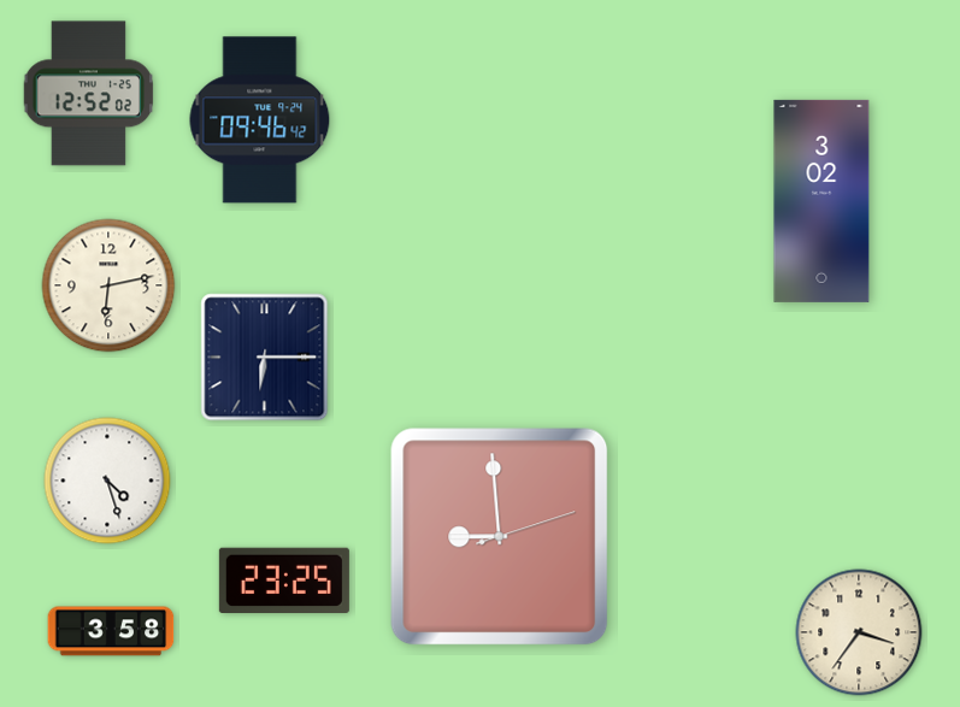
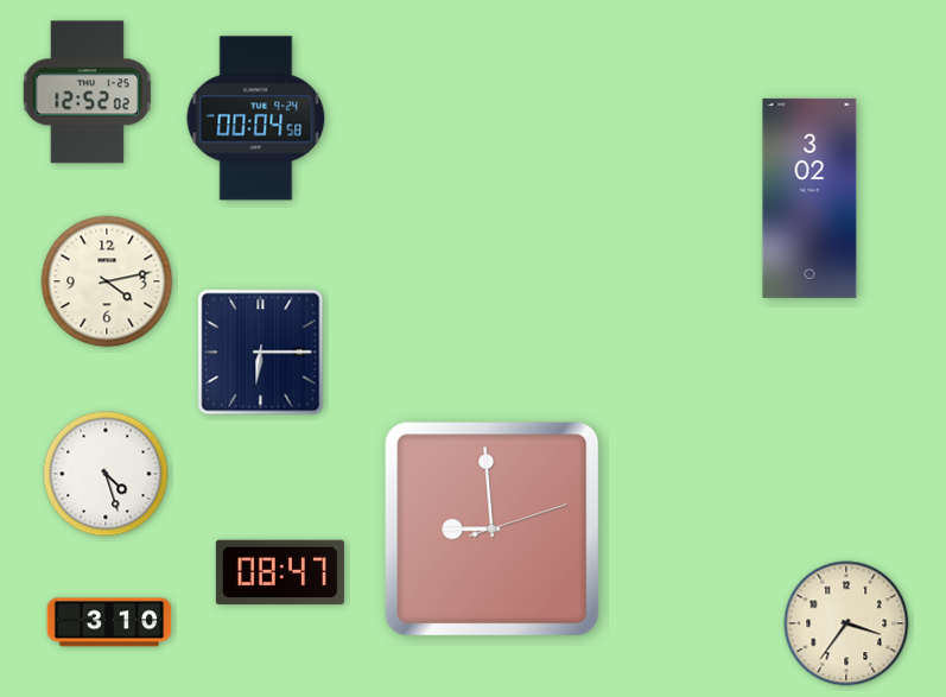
clock at (260, 120): 09:46 -> 00:04
clock at (108, 285): 6:13 -> 4:13
clock at (284, 581): 23:25 -> 08:47
clock at (111, 631): 3:58 -> 3:10
